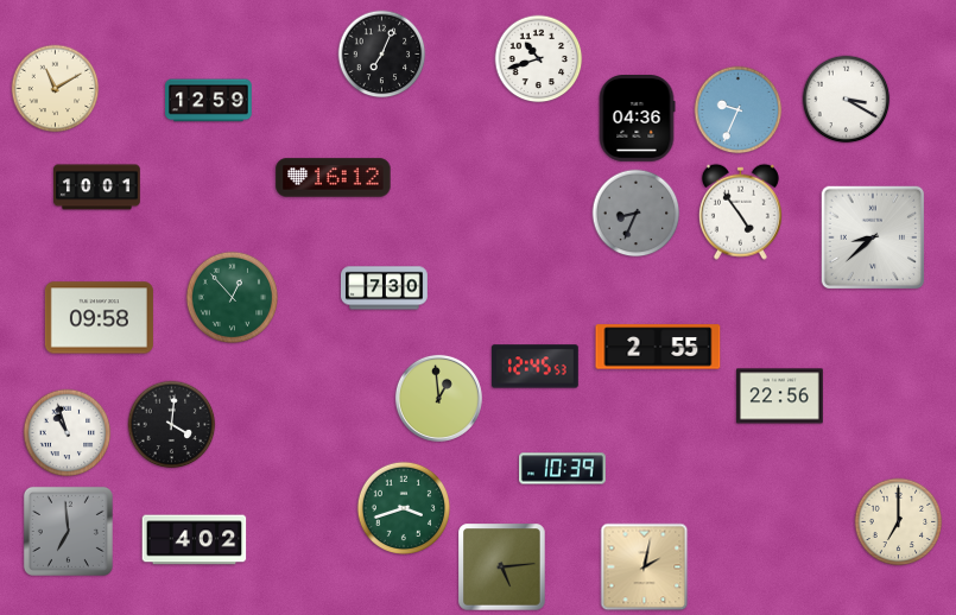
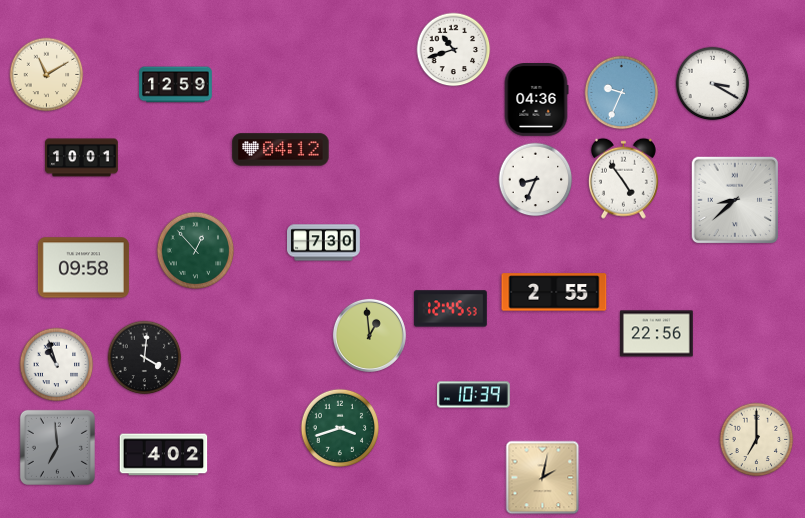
clock at (382, 55): 7:04 -> none
clock at (334, 178): 16:12 -> 04:12
clock at (637, 214) dial: grey -> white
clock at (502, 568): 5:14 -> none
